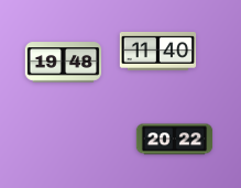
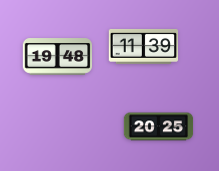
clock at (158, 51): 11:40 -> 11:39
clock at (175, 140): 20:22 -> 20:25
